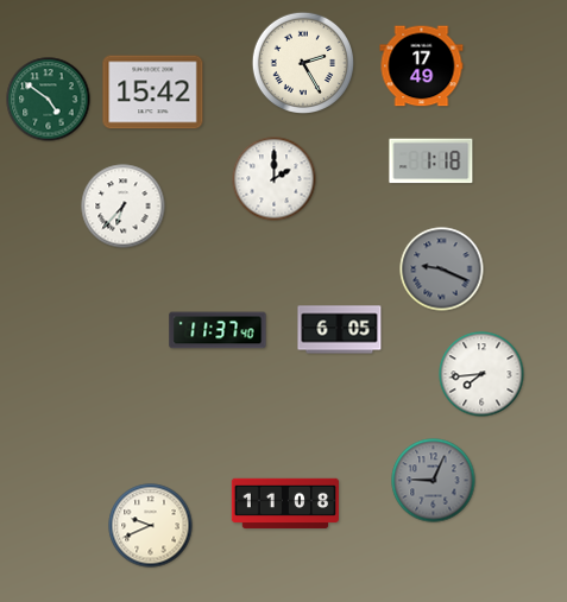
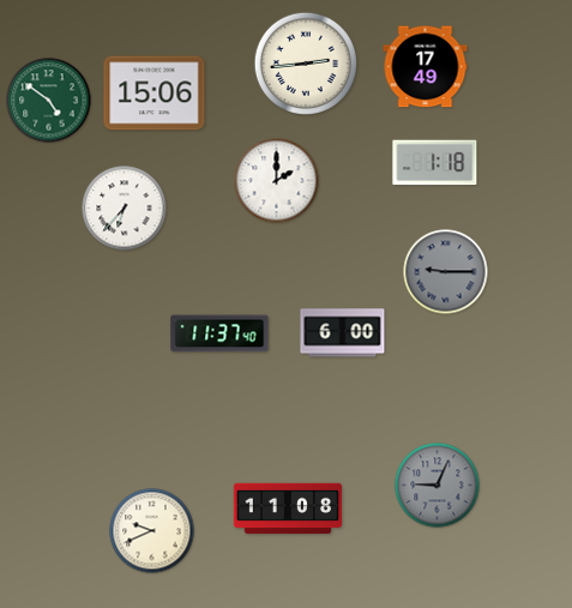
clock at (302, 62): 2:25 -> 2:44
clock at (153, 93): 15:42 -> 15:06
clock at (442, 270): 9:19 -> 9:15
clock at (340, 330): 6:05 -> 6:00
clock at (481, 374): 7:44 -> none
